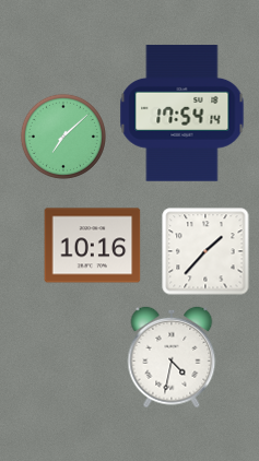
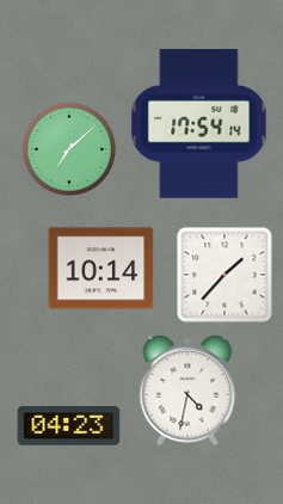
clock at (93, 246): 10:16 -> 10:14
clock at (69, 426): none -> 04:23
